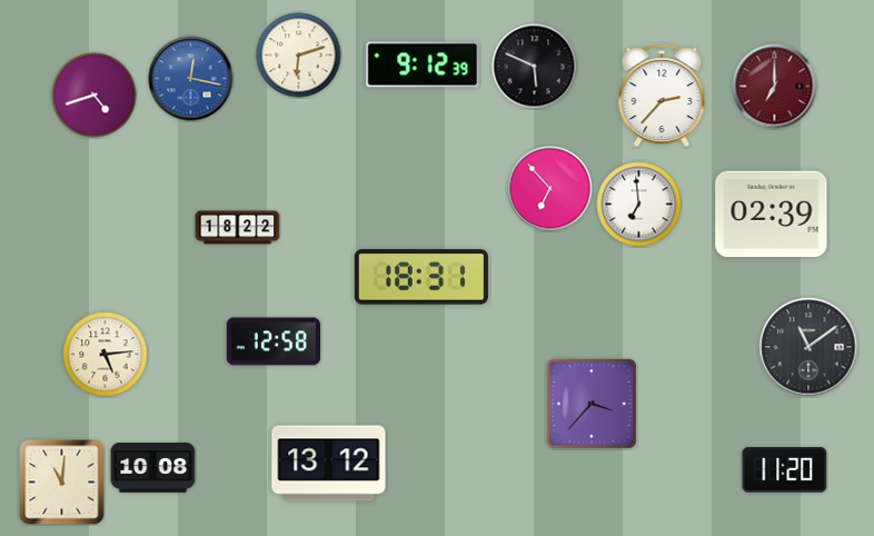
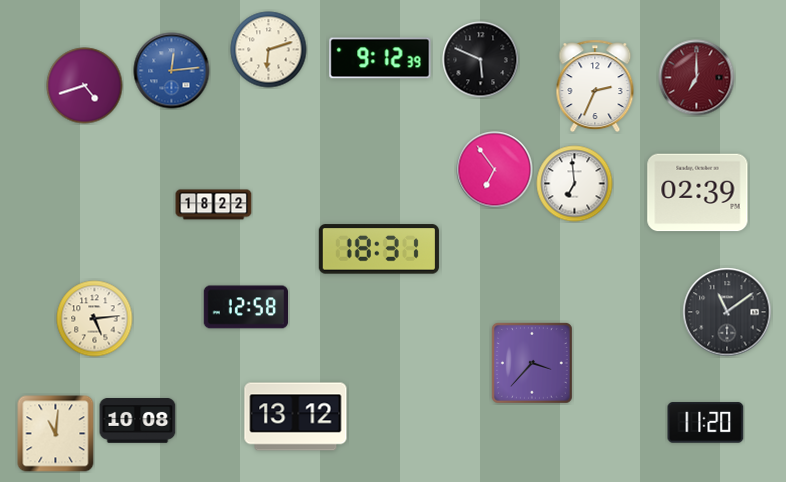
clock at (191, 79): 12:17 -> 12:14
clock at (662, 96): 2:37 -> 2:34
clock at (550, 189): 6:53 -> 6:54
clock at (772, 215) position: (772, 215) -> (698, 193)
